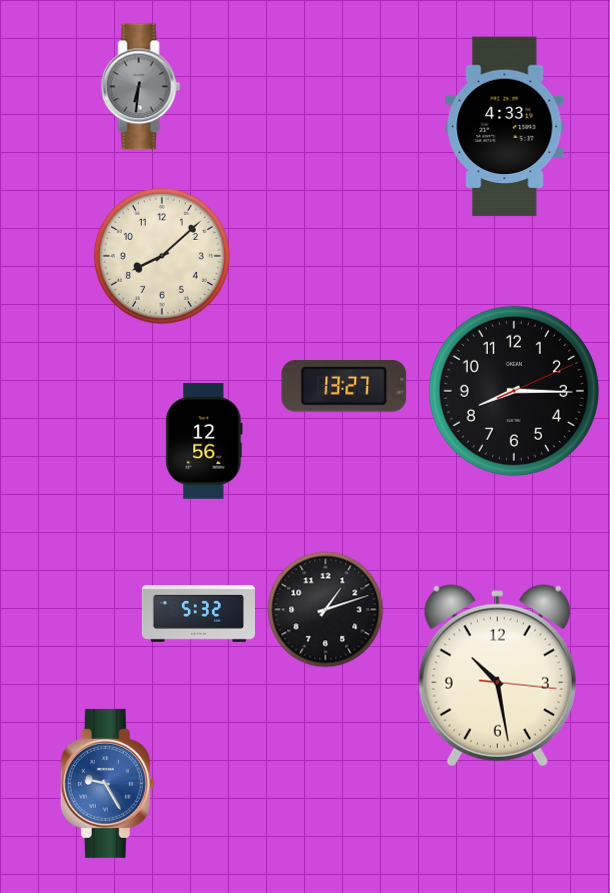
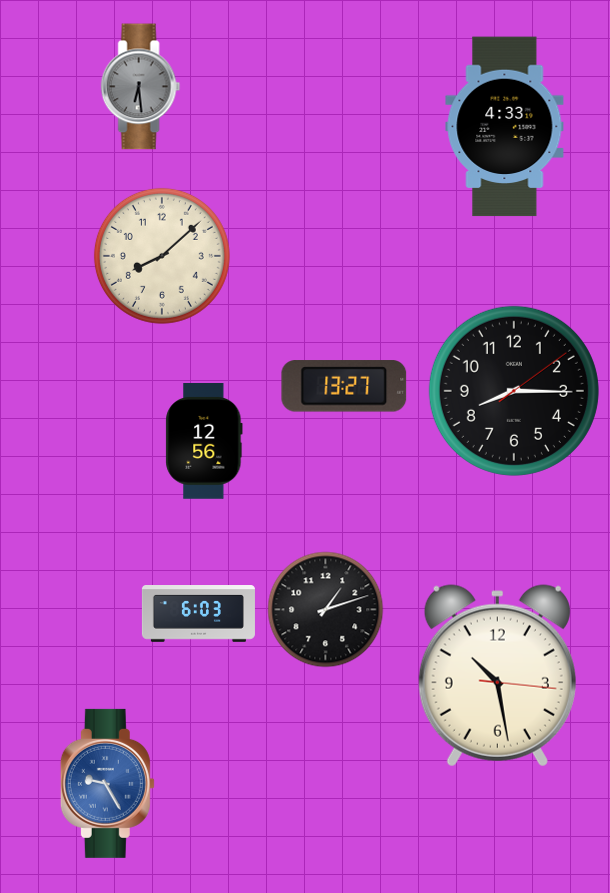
clock at (141, 87): 6:31 -> 6:29
clock at (514, 391): 8:15:11 -> 8:15:09
clock at (198, 614): 5:32 -> 6:03
